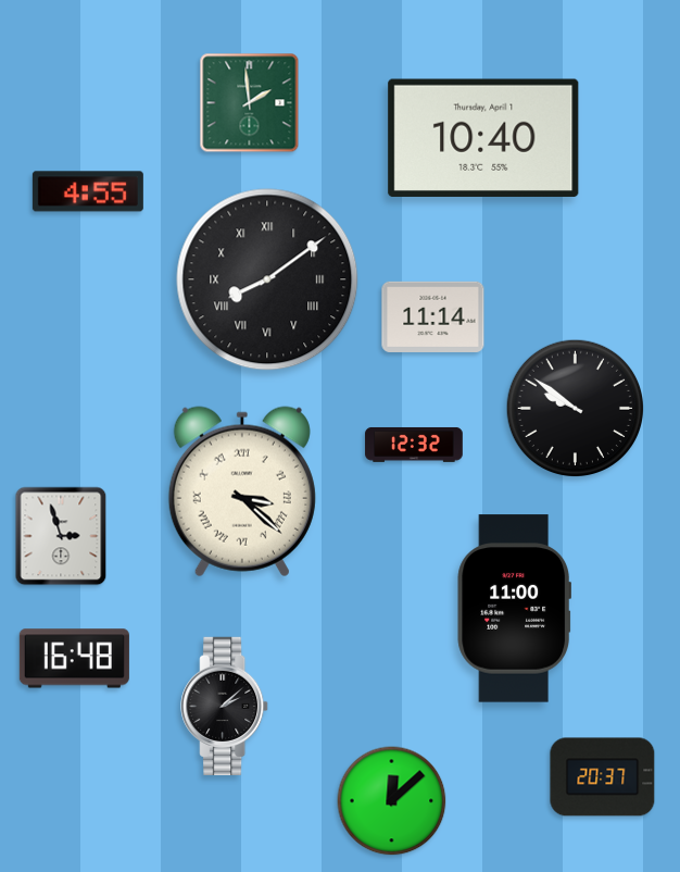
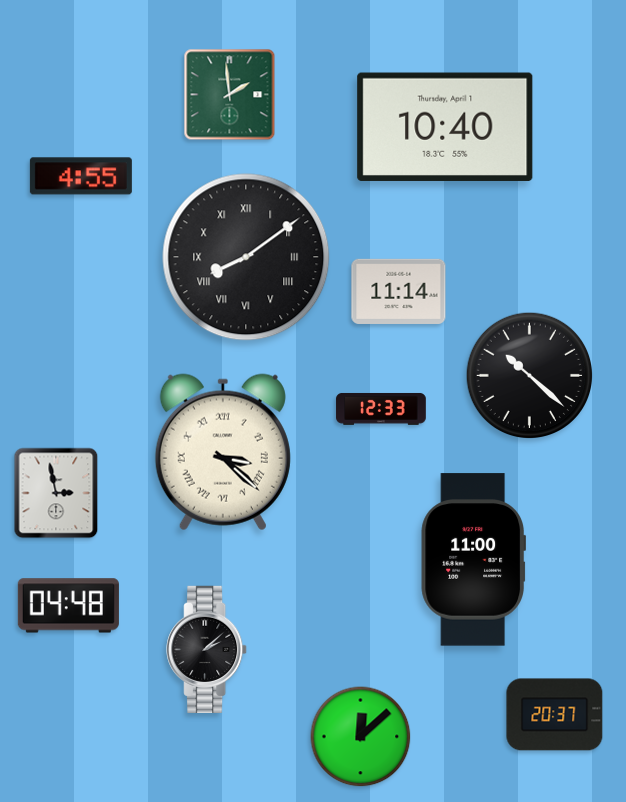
clock at (575, 408): 9:51 -> 10:22
clock at (414, 445): 12:32 -> 12:33
clock at (61, 536): 2:57 -> 2:58
clock at (74, 659): 16:48 -> 04:48
